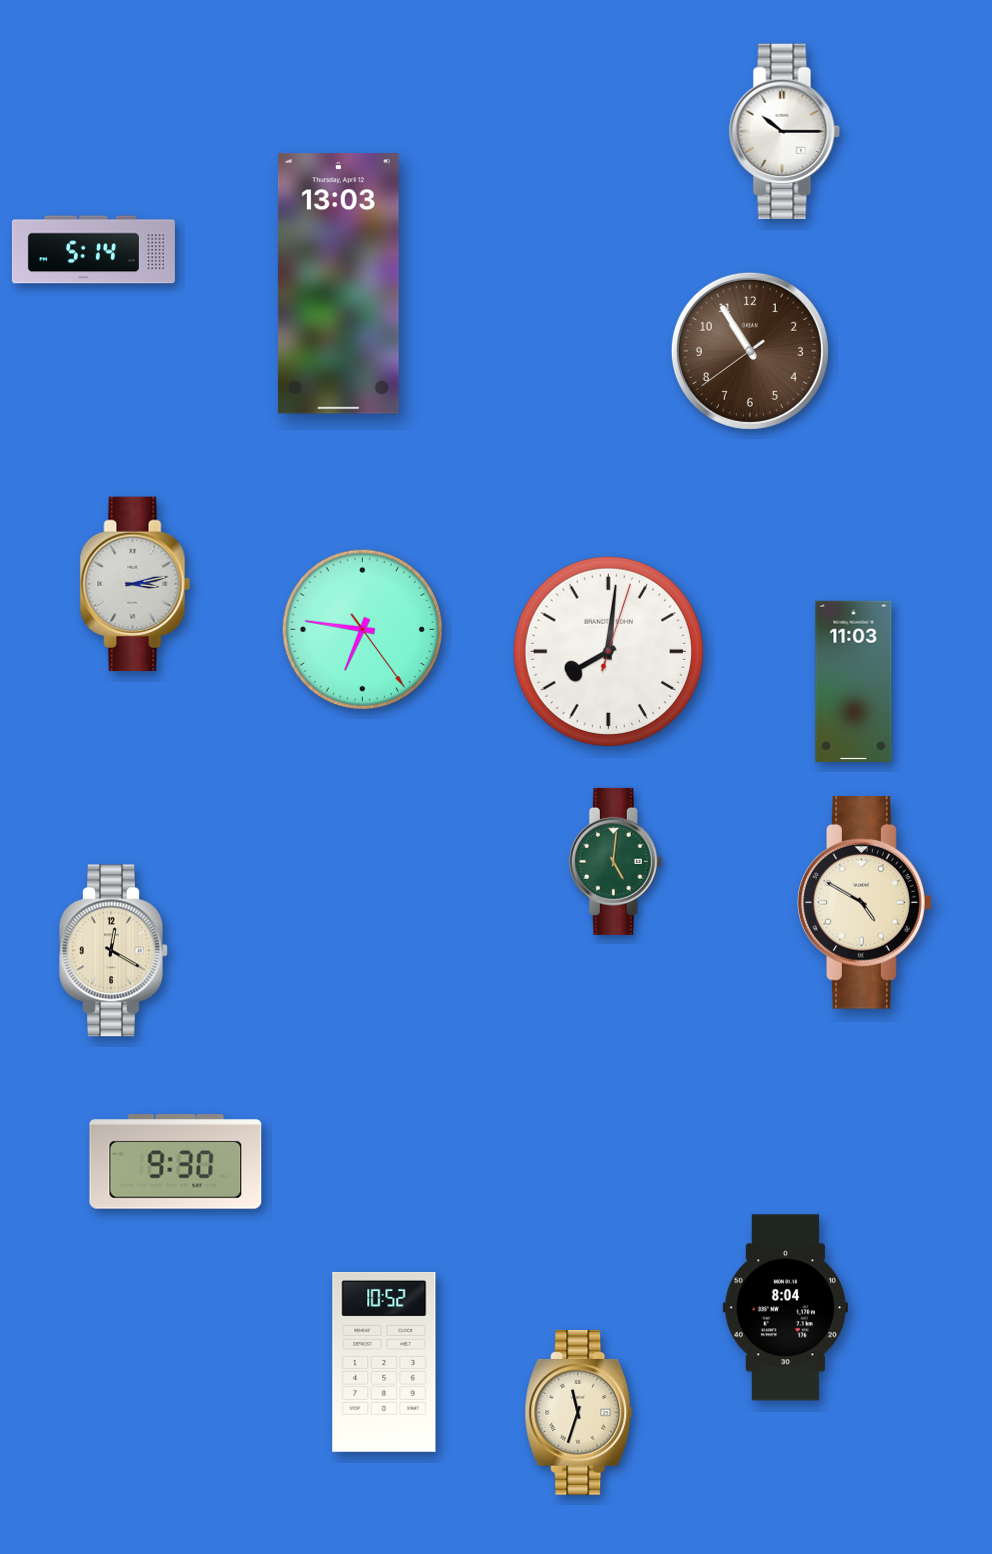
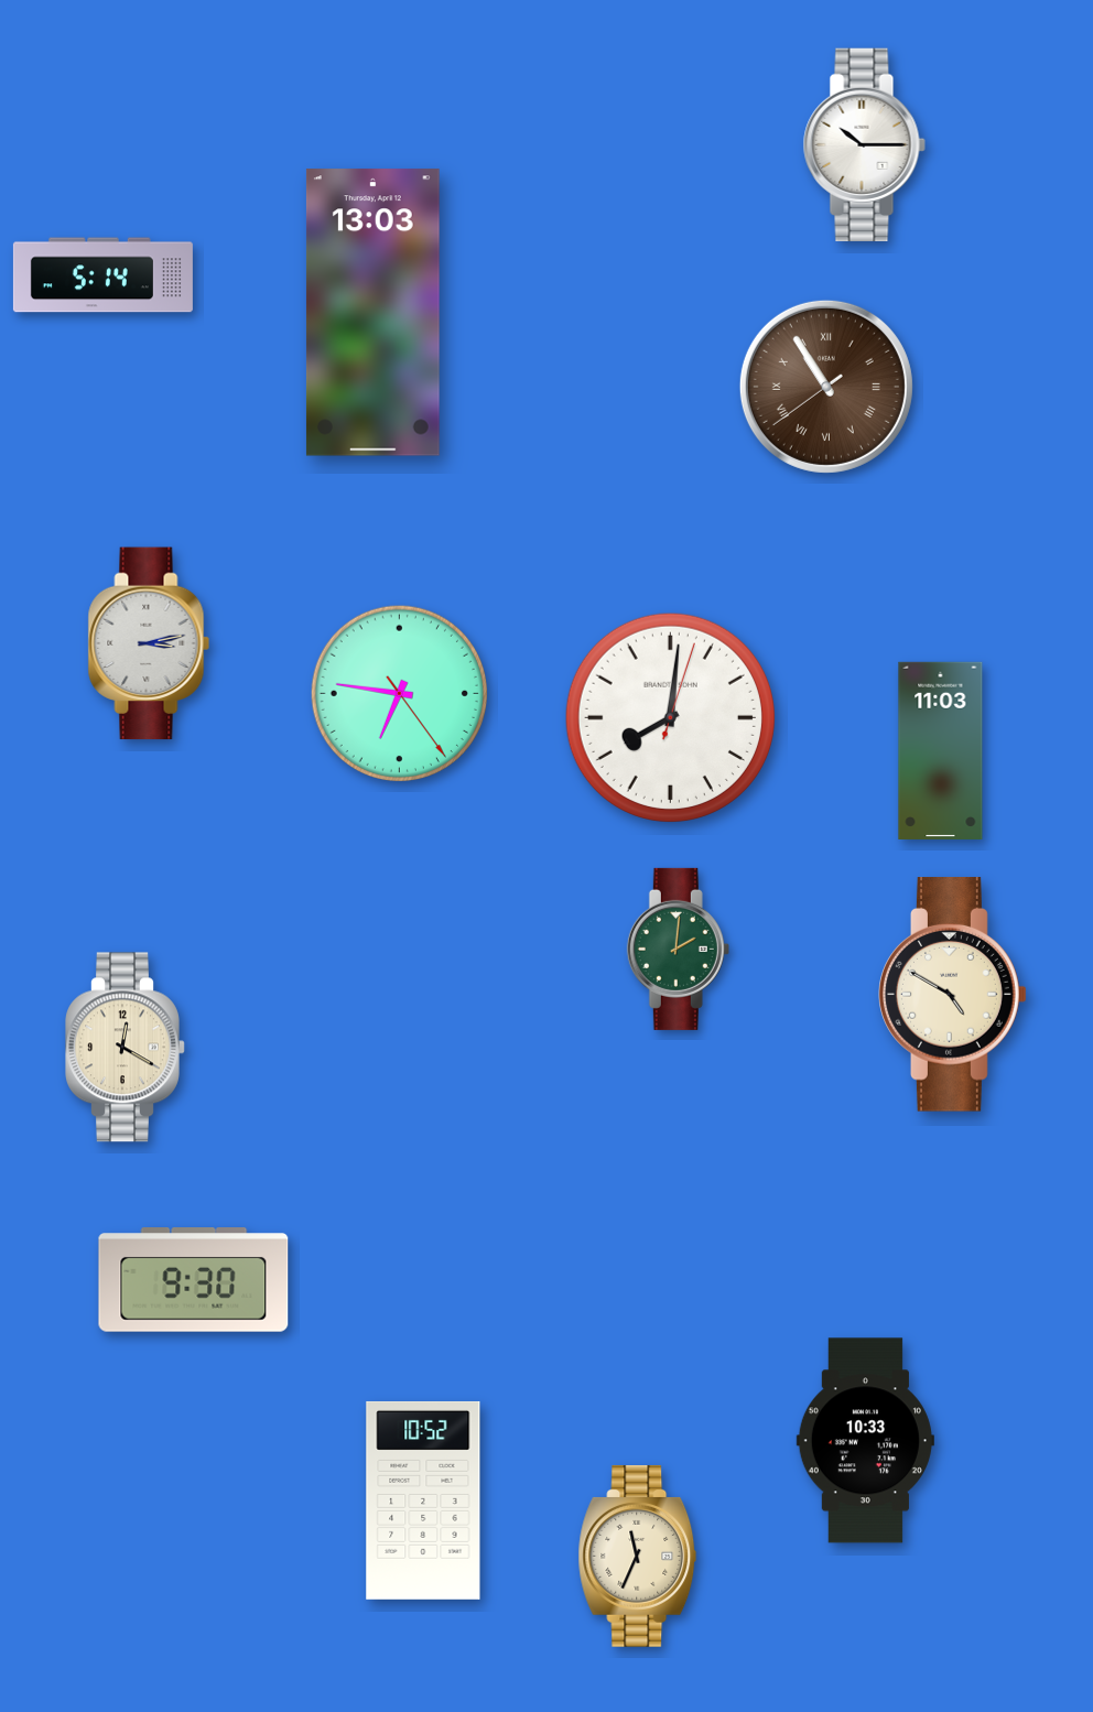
clock at (750, 351) numerals: Arabic -> Roman
clock at (615, 861): 5:01 -> 2:01
clock at (785, 1308): 8:04 -> 10:33
clock at (579, 1412): 11:33 -> 11:34
